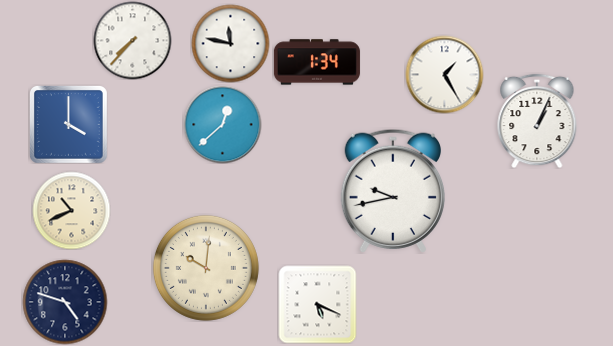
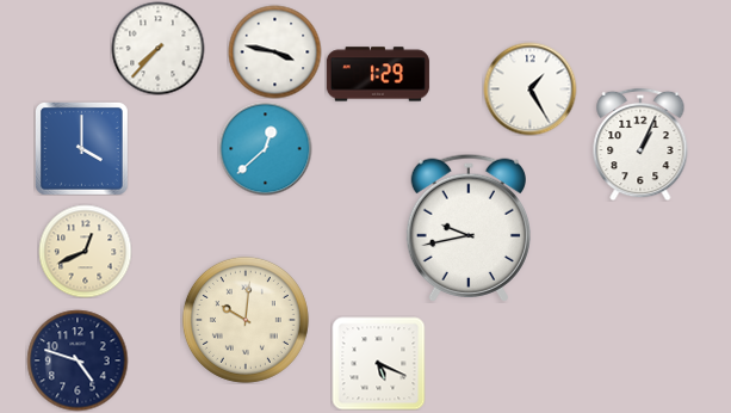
clock at (230, 43): 11:47 -> 3:47
clock at (317, 62): 1:34 -> 1:29
clock at (71, 210): 10:41 -> 12:41
